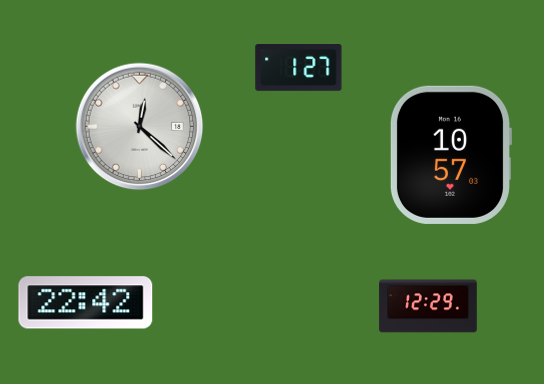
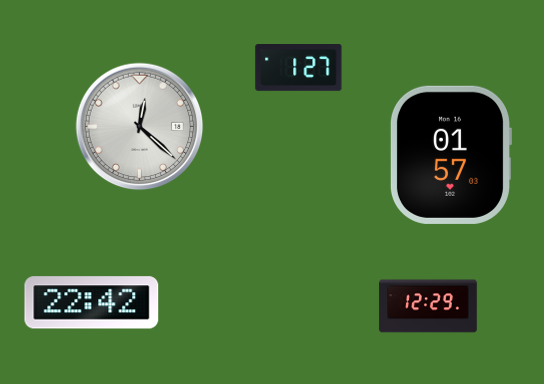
clock at (450, 155): 10:57 -> 01:57
clock at (86, 303) position: (86, 303) -> (92, 303)
